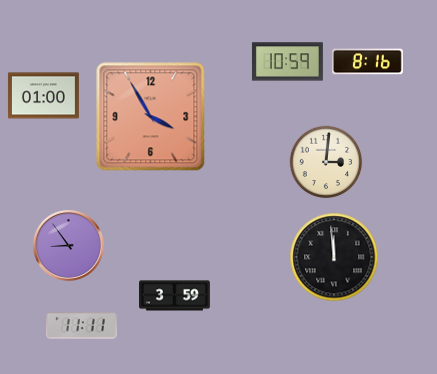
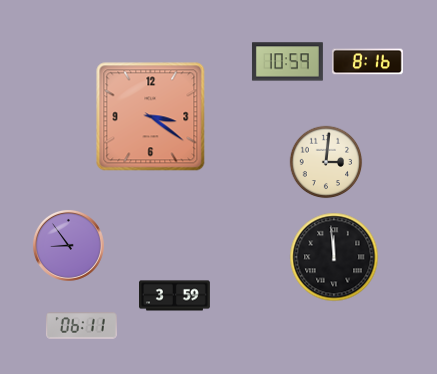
clock at (43, 96): 01:00 -> none
clock at (151, 117): 3:55 -> 3:21
clock at (81, 326): 11:11 -> 06:11
